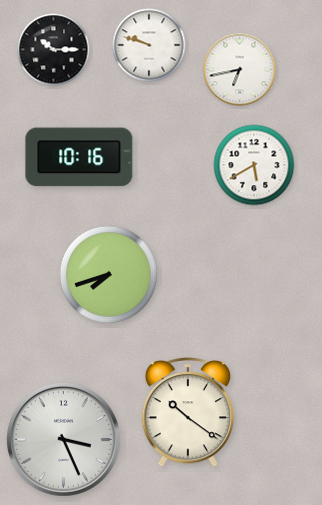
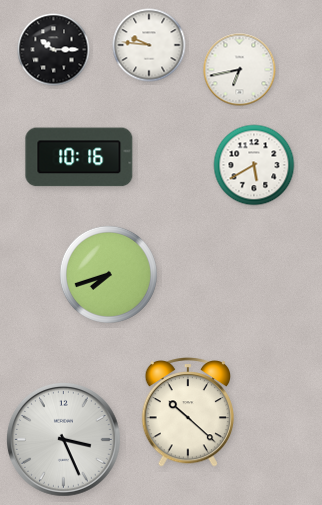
clock at (149, 45): 9:48 -> 9:46
clock at (188, 413): 10:21 -> 10:22
